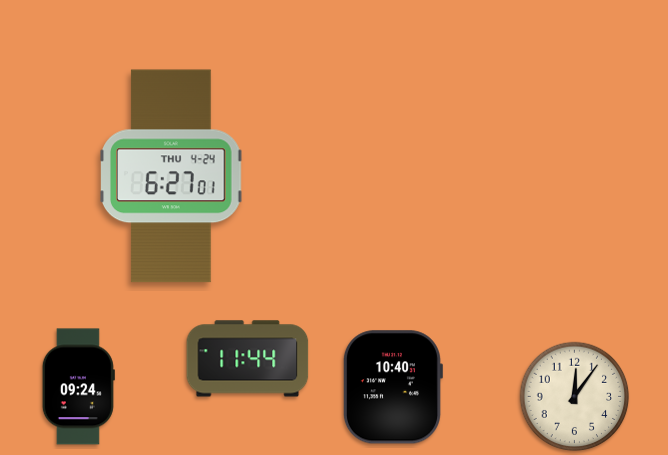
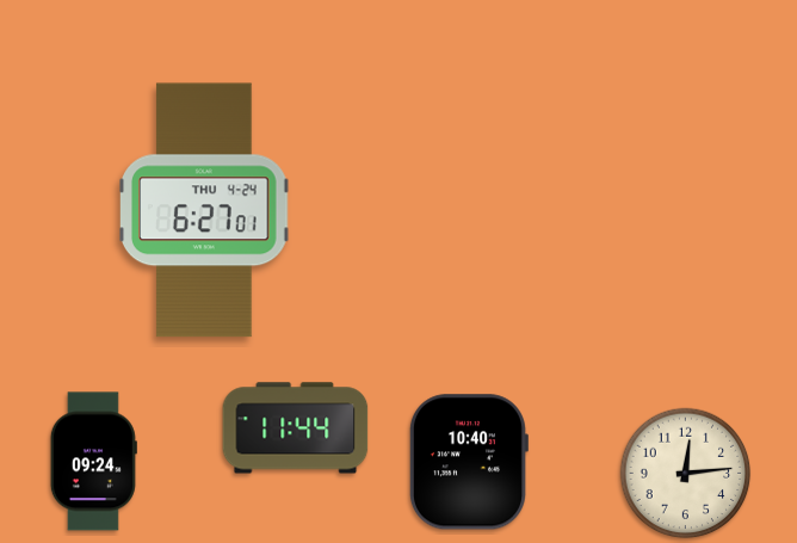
clock at (575, 397): 12:06 -> 12:14
